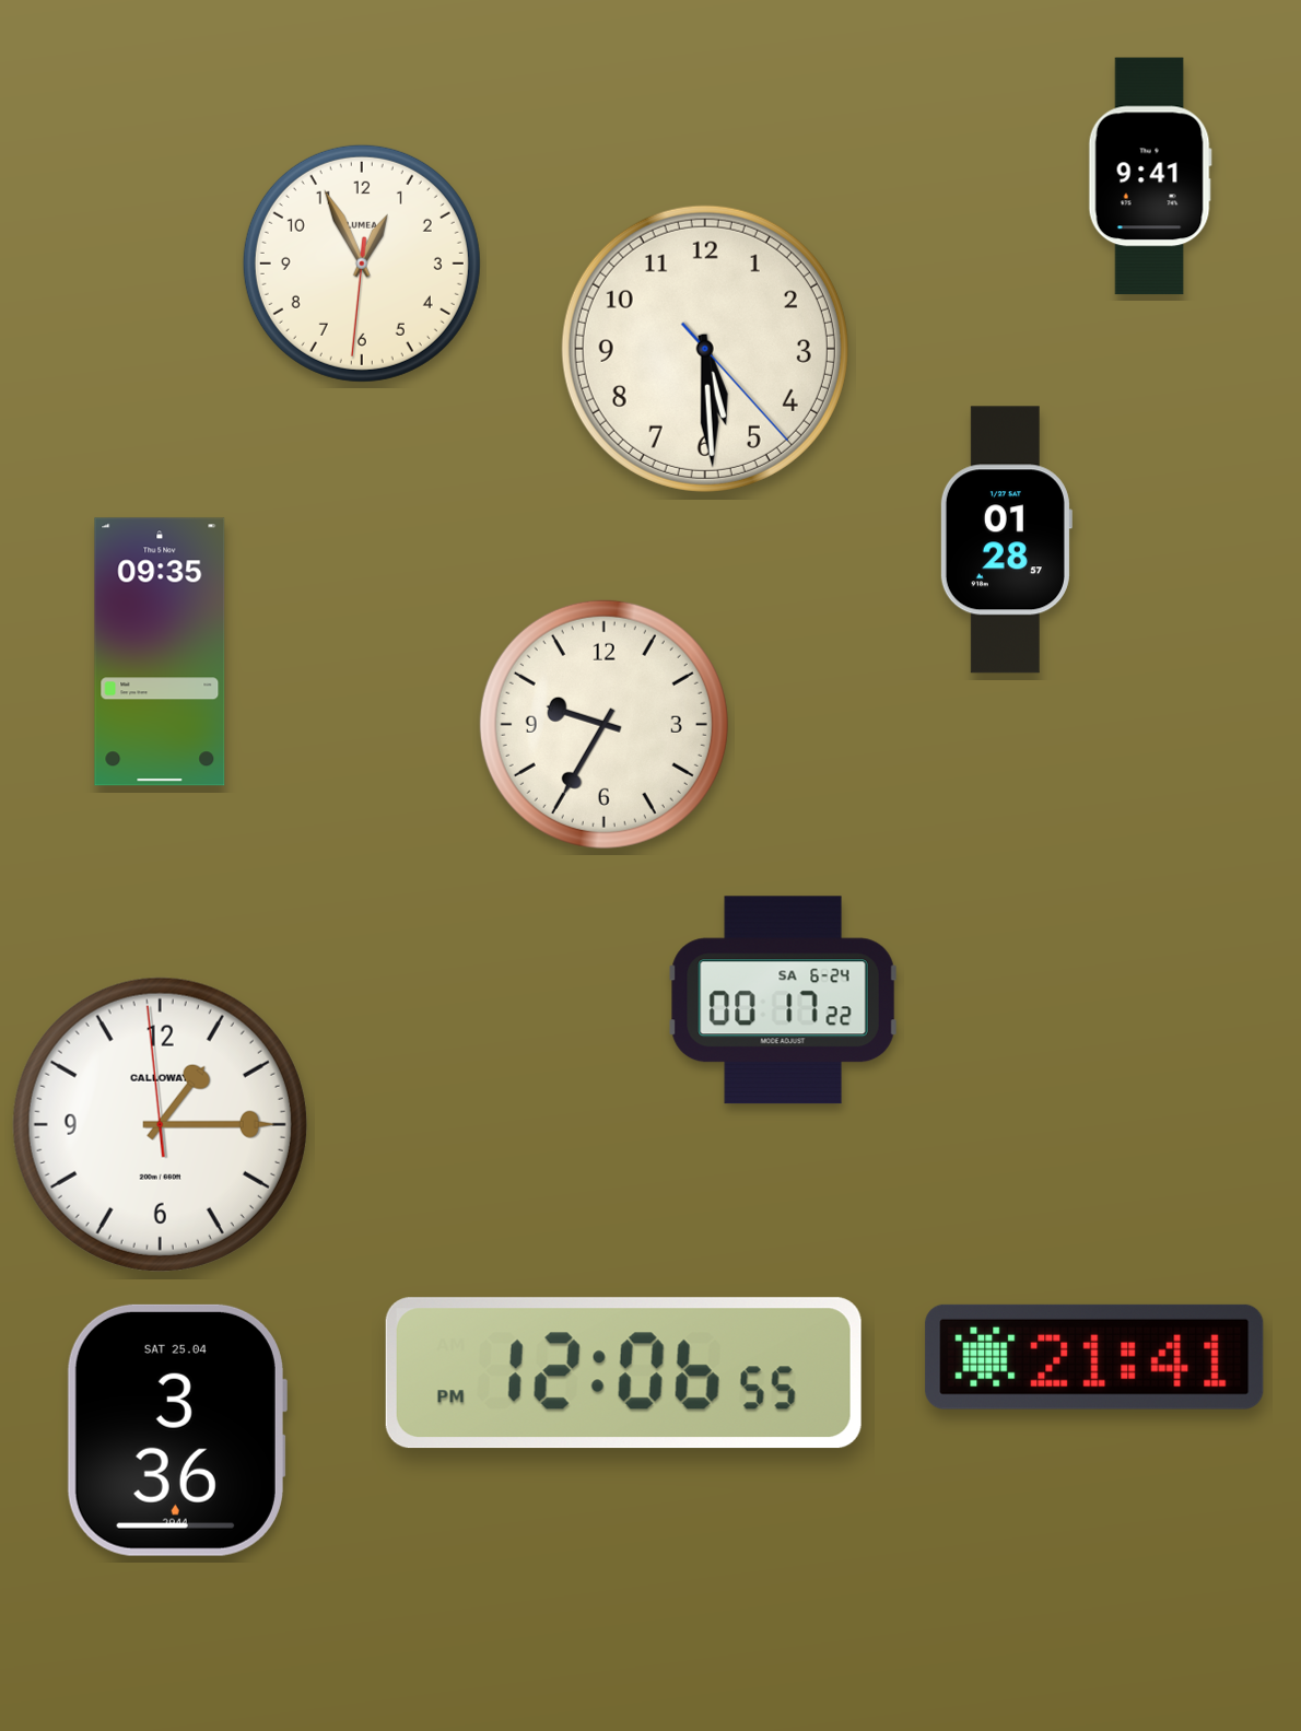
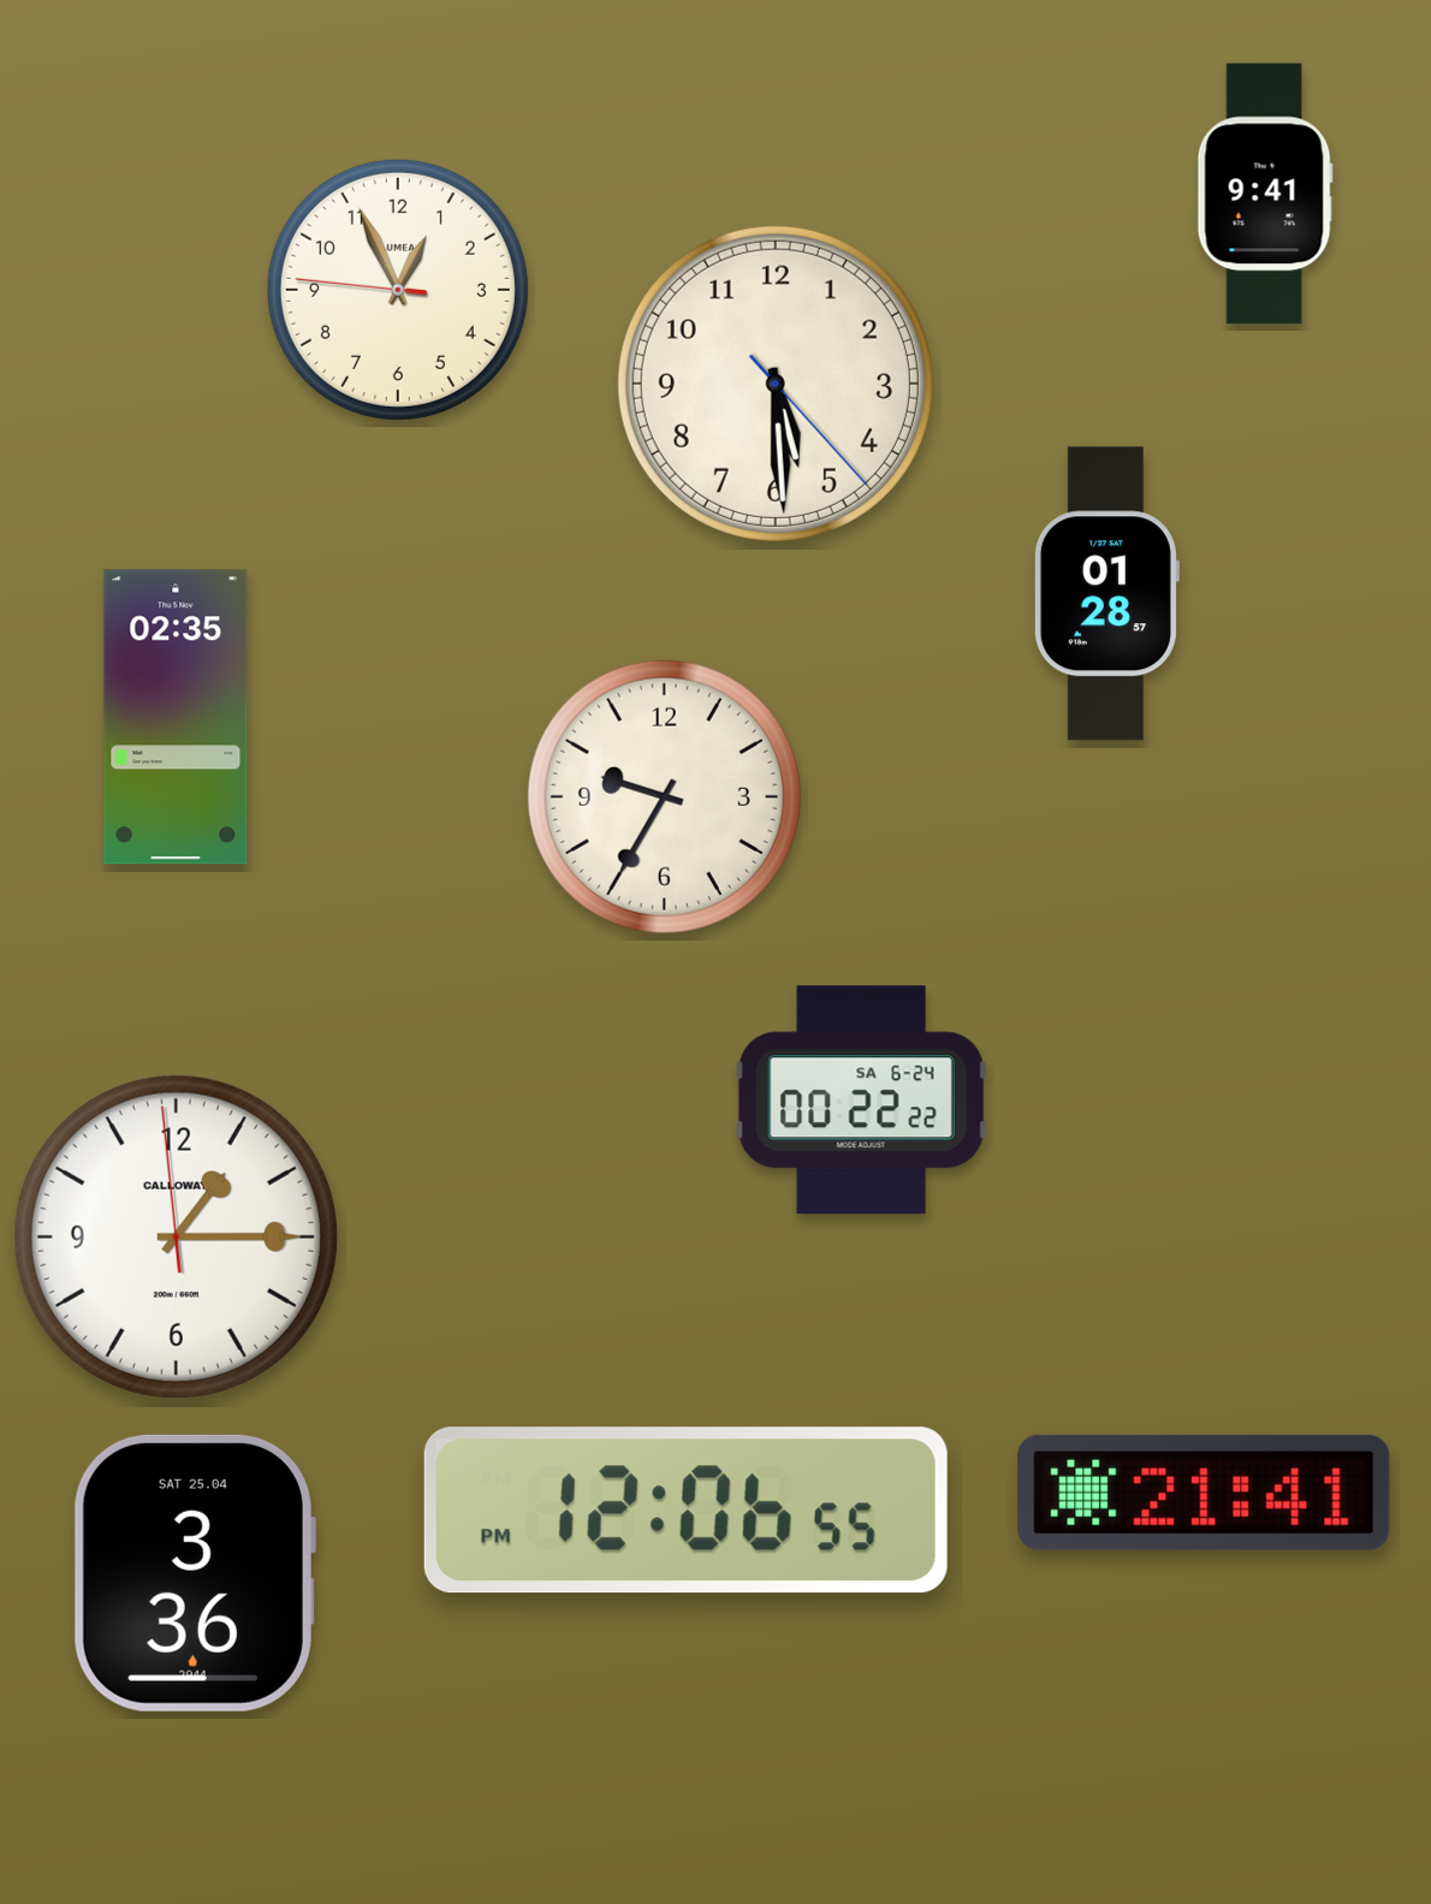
clock at (362, 264): 12:55:31 -> 12:55:46
clock at (160, 652): 09:35 -> 02:35
clock at (784, 1001): 00:17 -> 00:22
